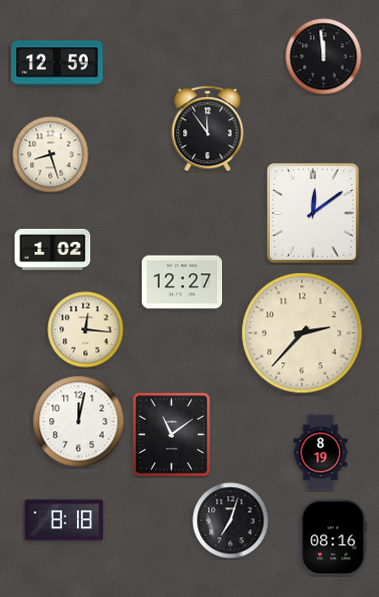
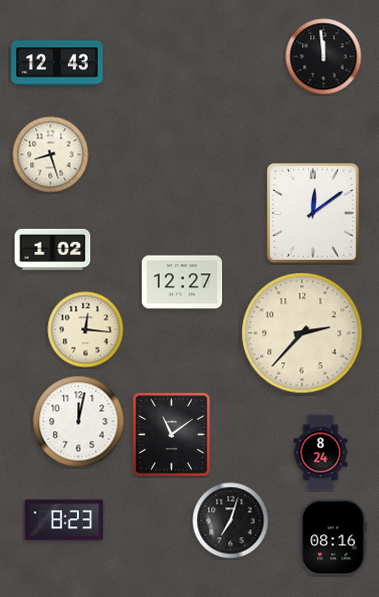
clock at (57, 63): 12:59 -> 12:43
clock at (208, 129): 11:54 -> none
clock at (321, 453): 8:19 -> 8:24
clock at (64, 520): 8:18 -> 8:23
